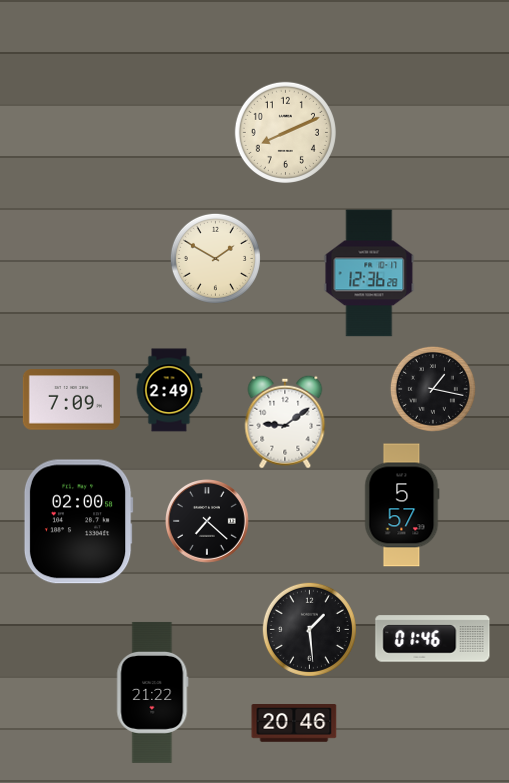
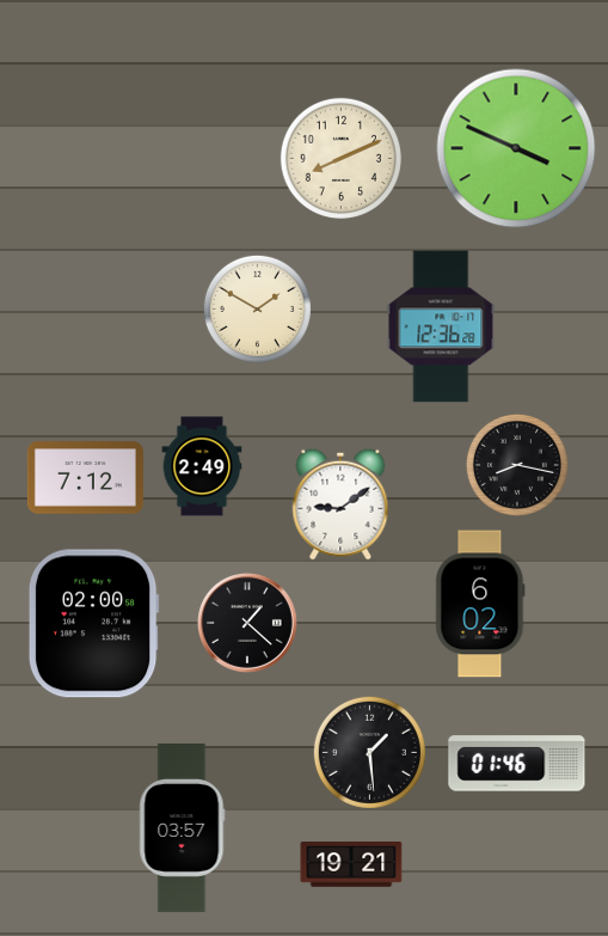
clock at (516, 148): none -> 3:49
clock at (433, 389): 1:17 -> 8:17
clock at (71, 400): 7:09 -> 7:12
clock at (402, 505): 5:57 -> 6:02
clock at (208, 522): 7:22 -> 1:22
clock at (153, 692): 21:22 -> 03:57
clock at (294, 723): 20:46 -> 19:21
